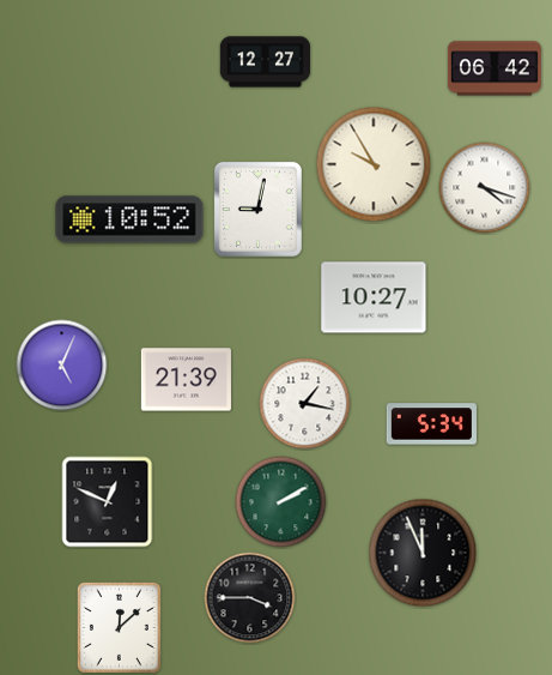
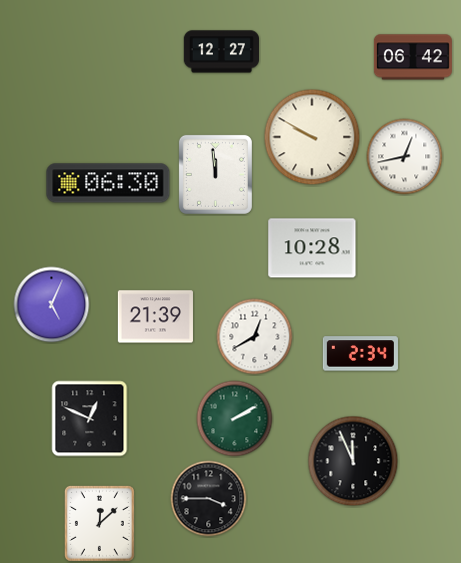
clock at (374, 164): 9:55 -> 9:50
clock at (485, 188): 4:18 -> 12:43
clock at (257, 209): 9:02 -> 11:59
clock at (129, 219): 10:52 -> 06:30
clock at (374, 297): 10:27 -> 10:28
clock at (305, 404): 1:17 -> 12:40
clock at (431, 424): 5:34 -> 2:34
